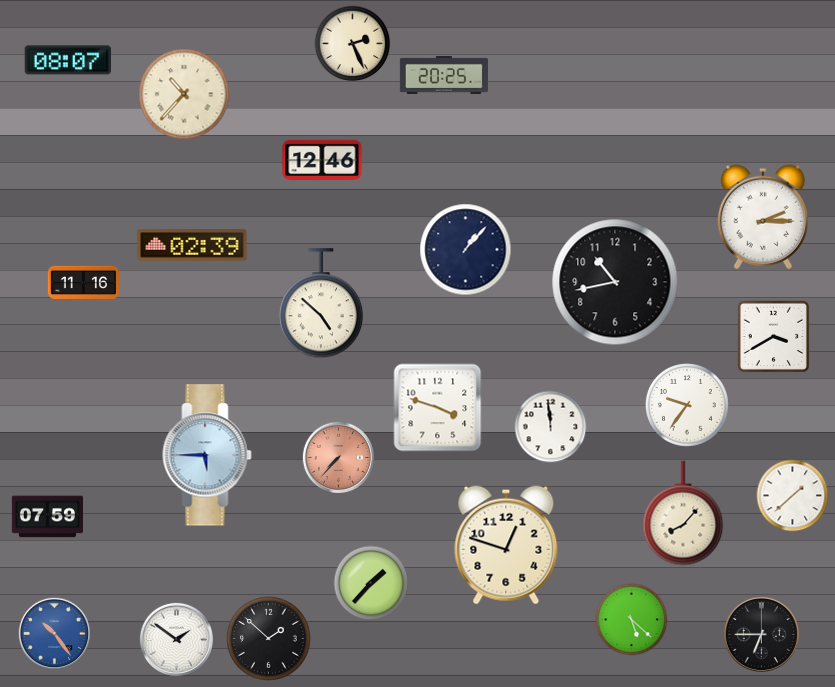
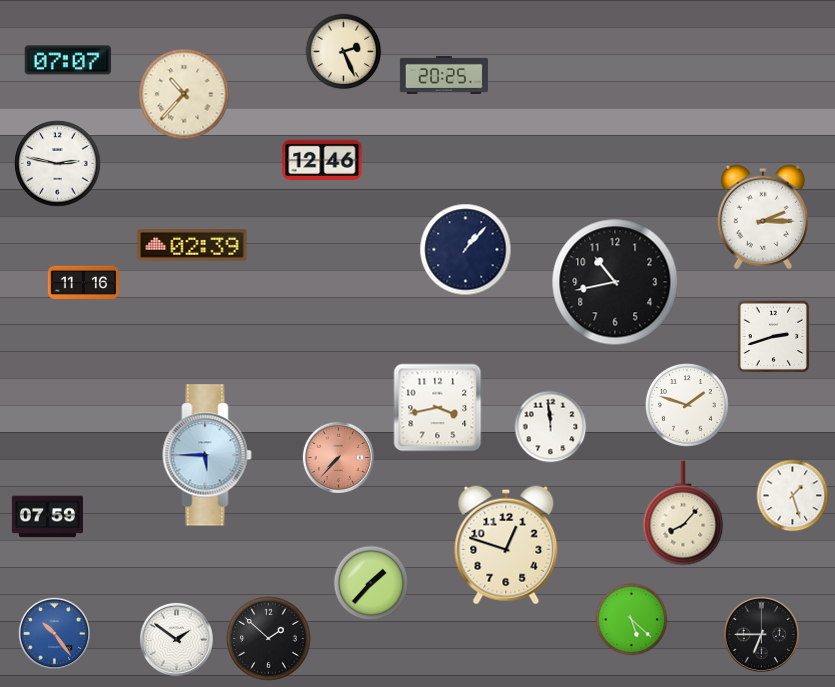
clock at (353, 44) position: (353, 44) -> (344, 52)
clock at (67, 60): 08:07 -> 07:07
clock at (58, 164): none -> 2:47
clock at (321, 304): 4:52 -> none
clock at (774, 337): 3:40 -> 2:42
clock at (687, 405): 9:36 -> 1:48
clock at (438, 408): 3:48 -> 3:43
clock at (793, 496): 1:38 -> 1:27
